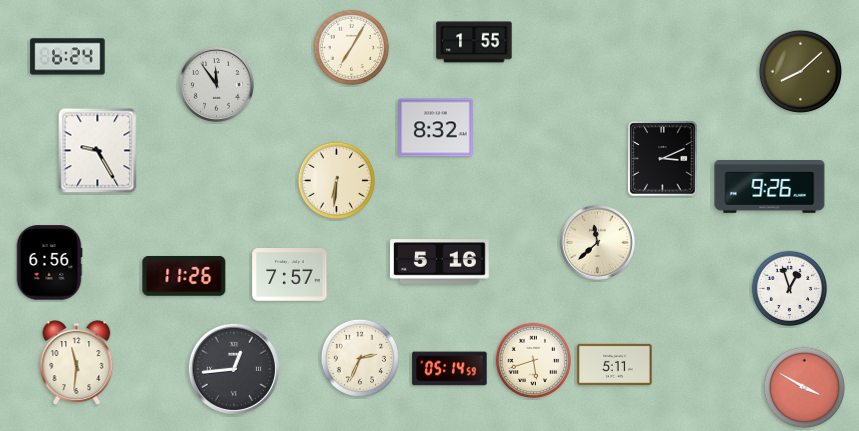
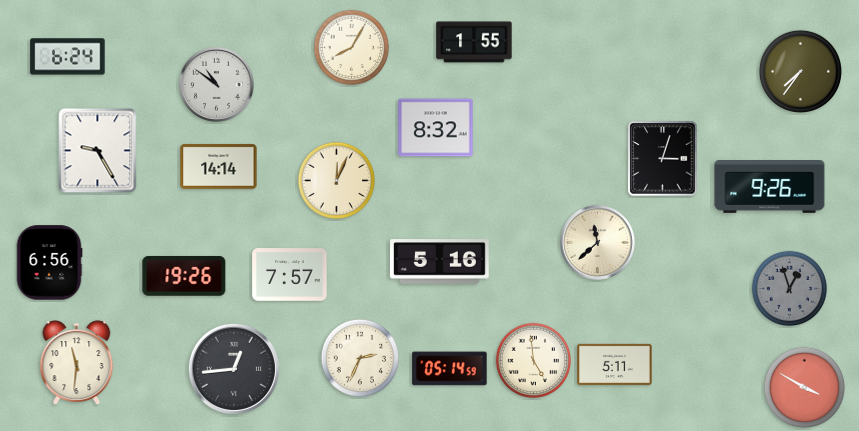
clock at (352, 48): 7:05 -> 8:05
clock at (800, 71): 8:08 -> 7:36
clock at (216, 84): 11:54 -> 10:51
clock at (663, 159): 3:11 -> 3:03
clock at (219, 166): none -> 14:14
clock at (337, 181): 6:31 -> 12:04
clock at (184, 276): 11:26 -> 19:26
clock at (790, 289) dial: white -> grey
clock at (534, 361): 5:42 -> 4:59
